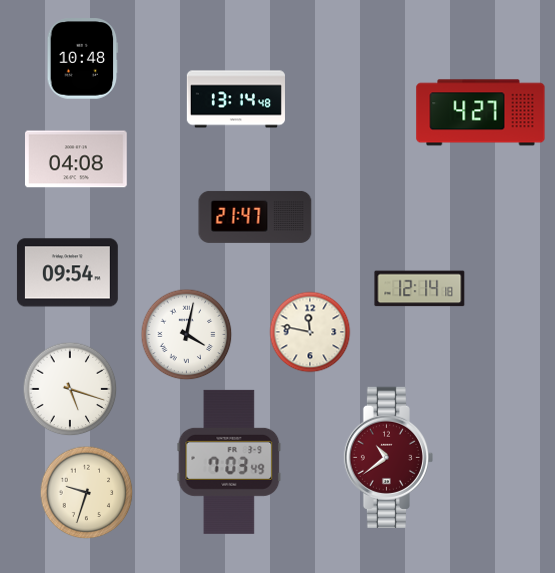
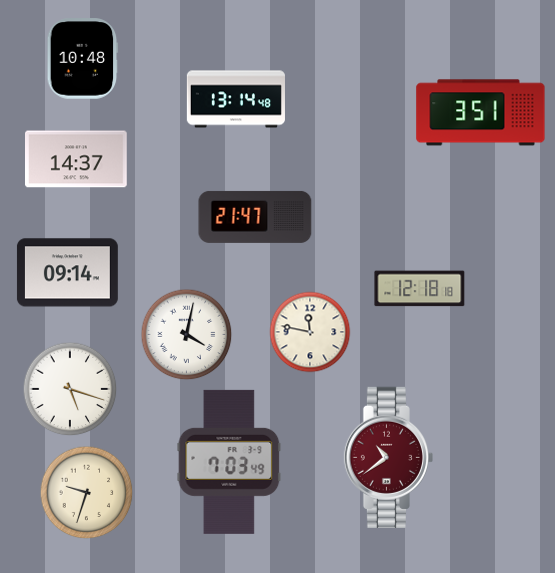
clock at (481, 113): 4:27 -> 3:51
clock at (77, 159): 04:08 -> 14:37
clock at (67, 273): 09:54 -> 09:14
clock at (420, 289): 12:14 -> 12:18
